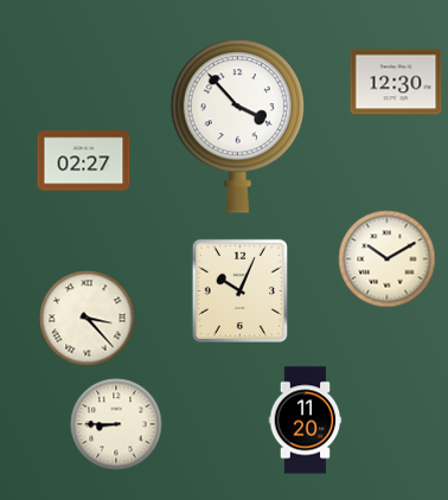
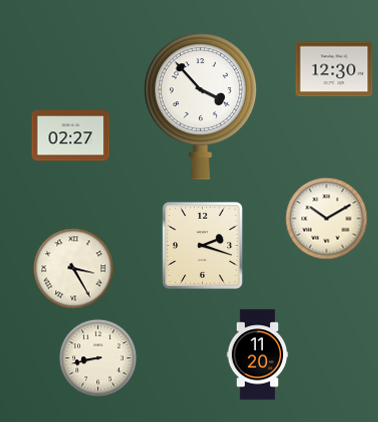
clock at (239, 290): 10:04 -> 2:18
clock at (88, 319): 3:23 -> 3:25
clock at (116, 424): 8:45 -> 8:43
